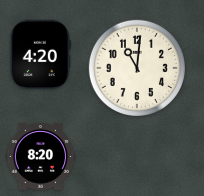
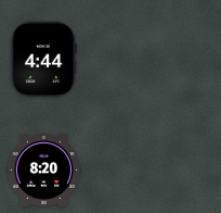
clock at (40, 55): 4:20 -> 4:44
clock at (137, 68): 11:01 -> none
